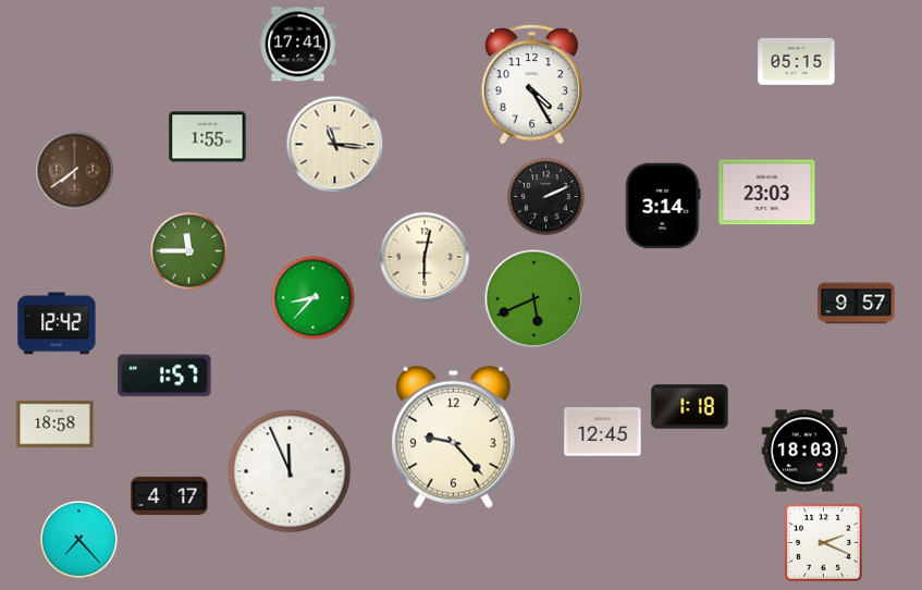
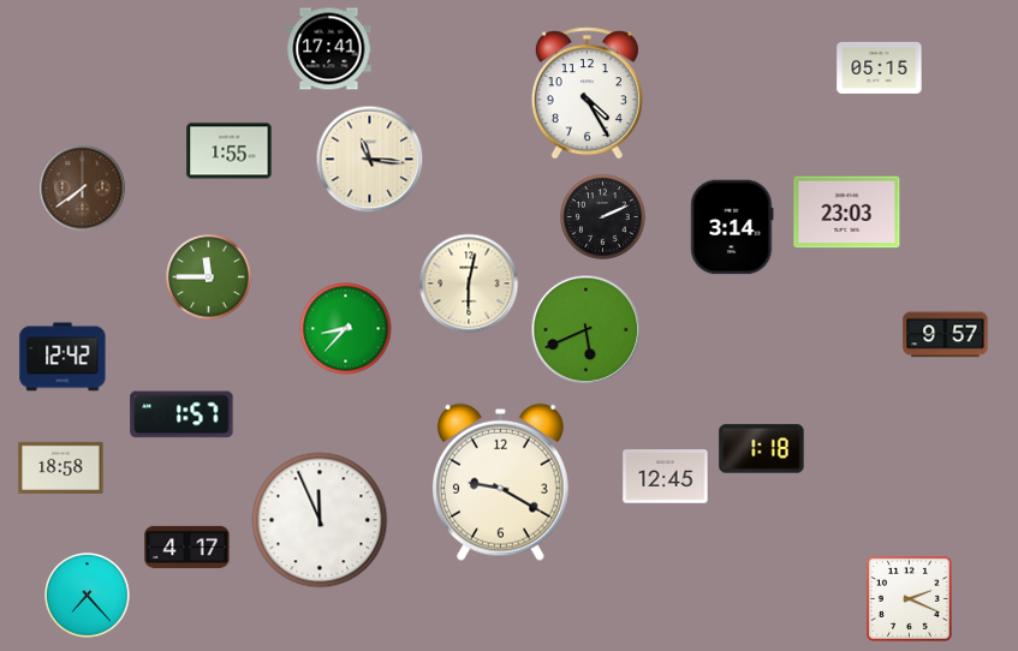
clock at (534, 299) position: (534, 299) -> (587, 330)
clock at (453, 437): 9:23 -> 9:20
clock at (804, 451): 18:03 -> none
